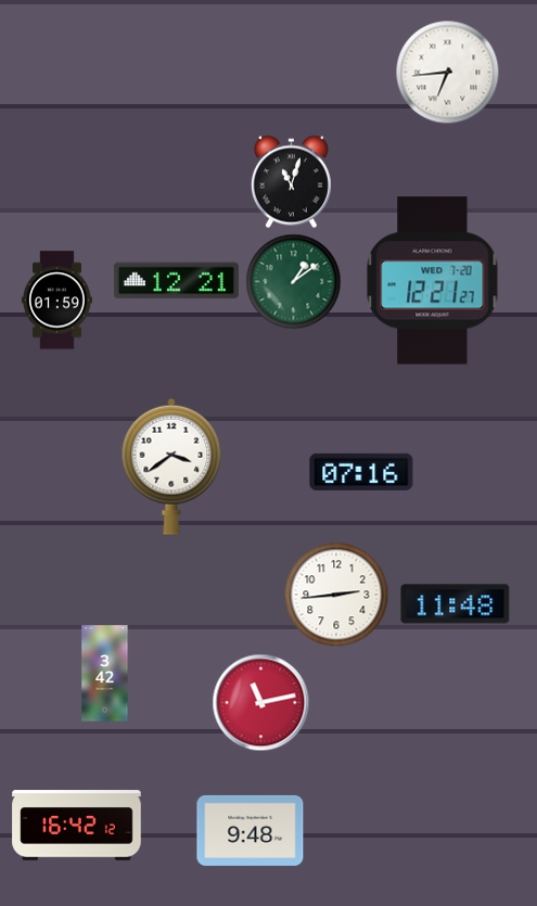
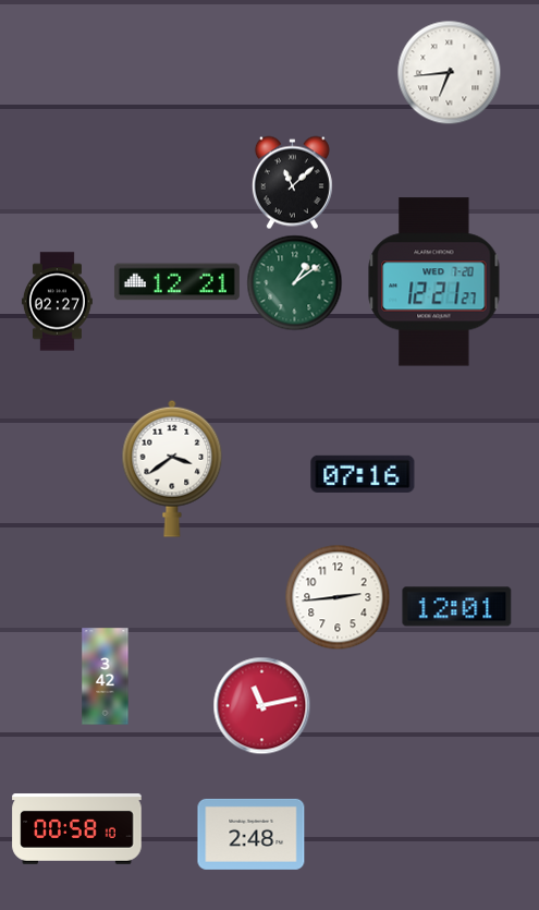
clock at (291, 182): 11:03 -> 11:08
clock at (56, 301): 01:59 -> 02:27
clock at (456, 604): 11:48 -> 12:01
clock at (77, 826): 16:42 -> 00:58
clock at (251, 830): 9:48 -> 2:48
